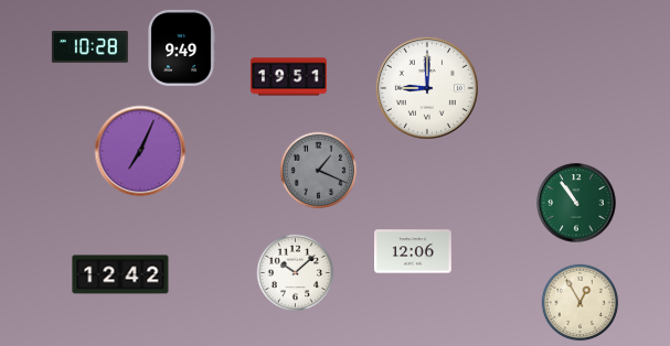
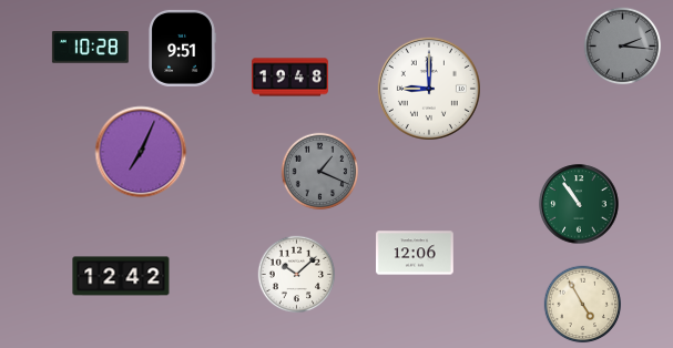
clock at (623, 47): none -> 2:16
clock at (181, 47): 9:49 -> 9:51
clock at (288, 77): 19:51 -> 19:48
clock at (581, 303): 12:55 -> 4:55
